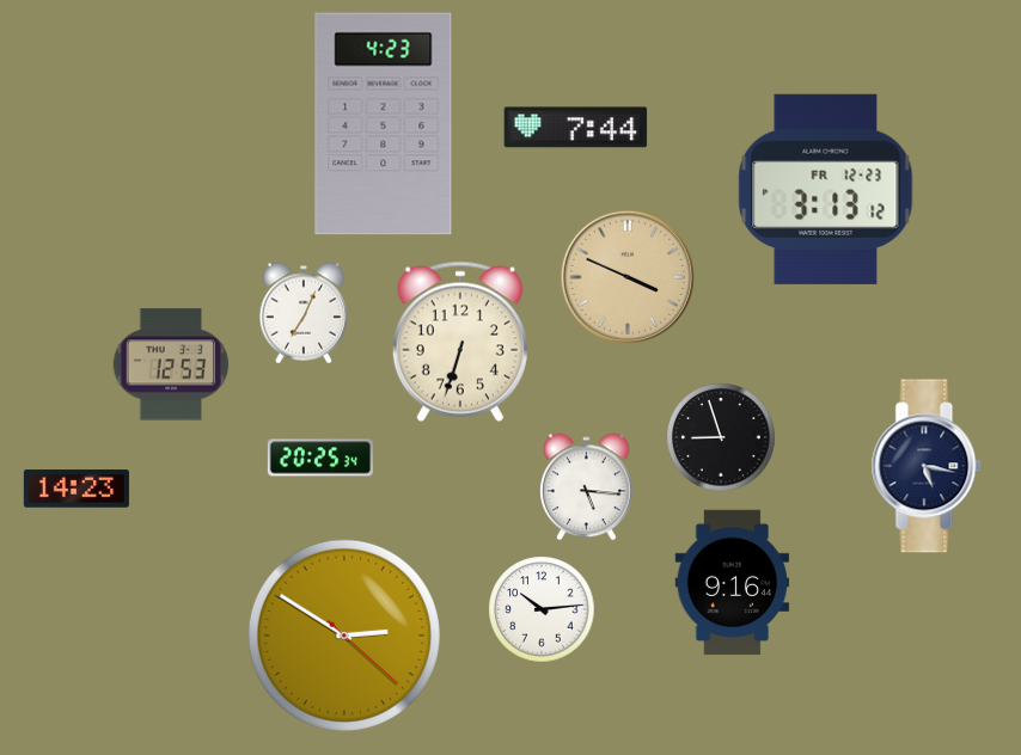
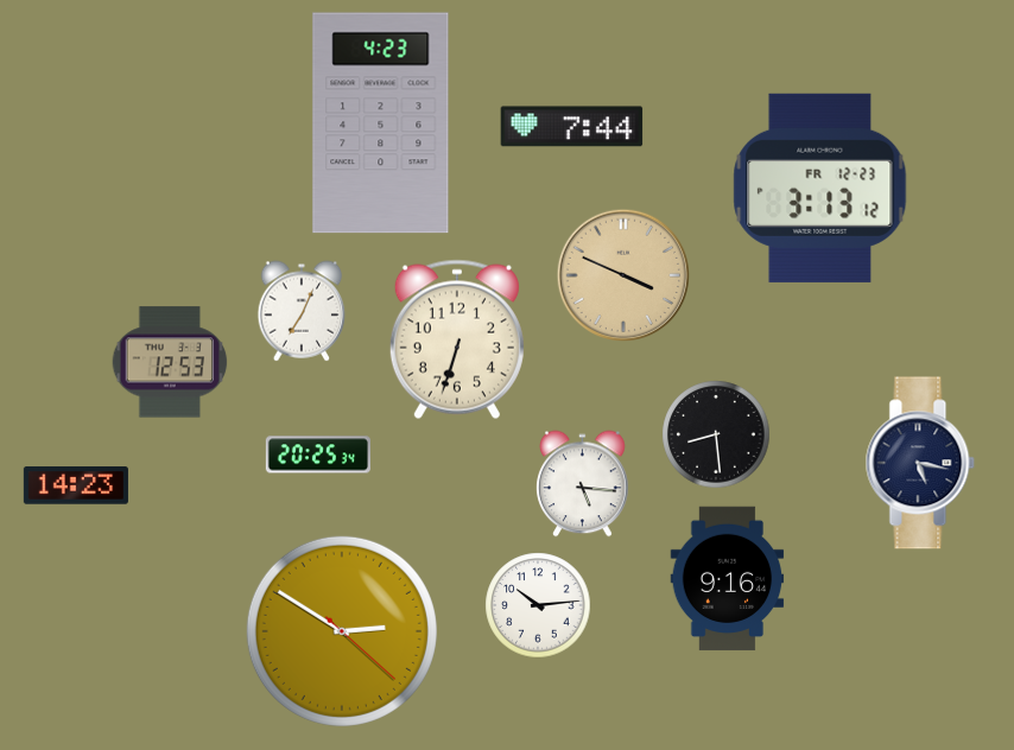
clock at (721, 437): 8:57 -> 8:29
